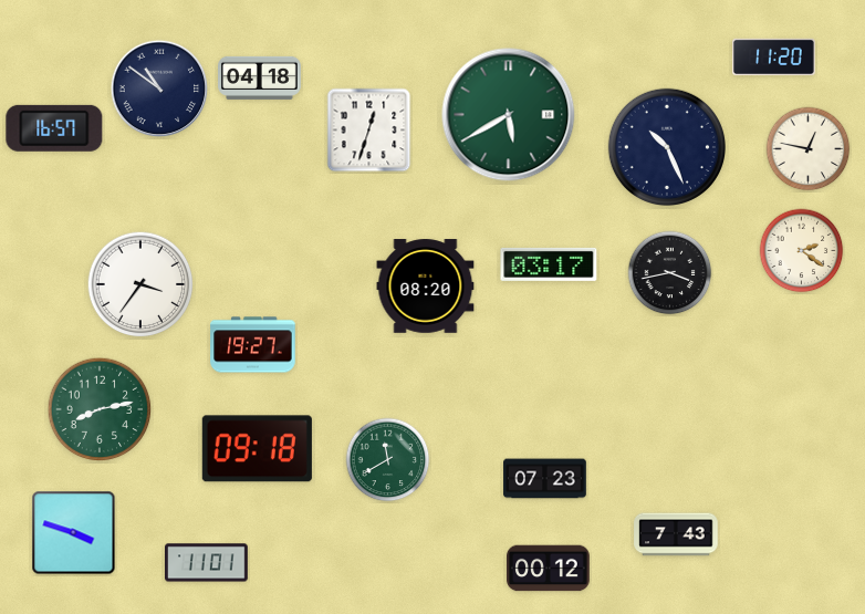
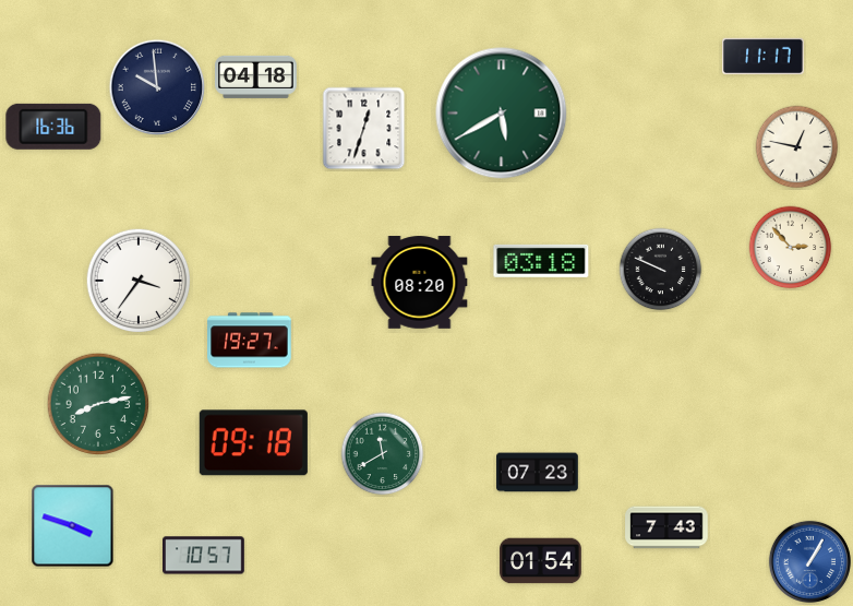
clock at (774, 58): 11:20 -> 11:17
clock at (159, 89): 10:51 -> 9:59
clock at (54, 128): 16:57 -> 16:36
clock at (666, 146): 10:26 -> none
clock at (802, 251): 2:21 -> 2:53
clock at (549, 264): 03:17 -> 03:18
clock at (670, 273): 3:43 -> 9:49
clock at (207, 563): 11:01 -> 10:57
clock at (549, 569): 00:12 -> 01:54
clock at (809, 561): none -> 1:05
